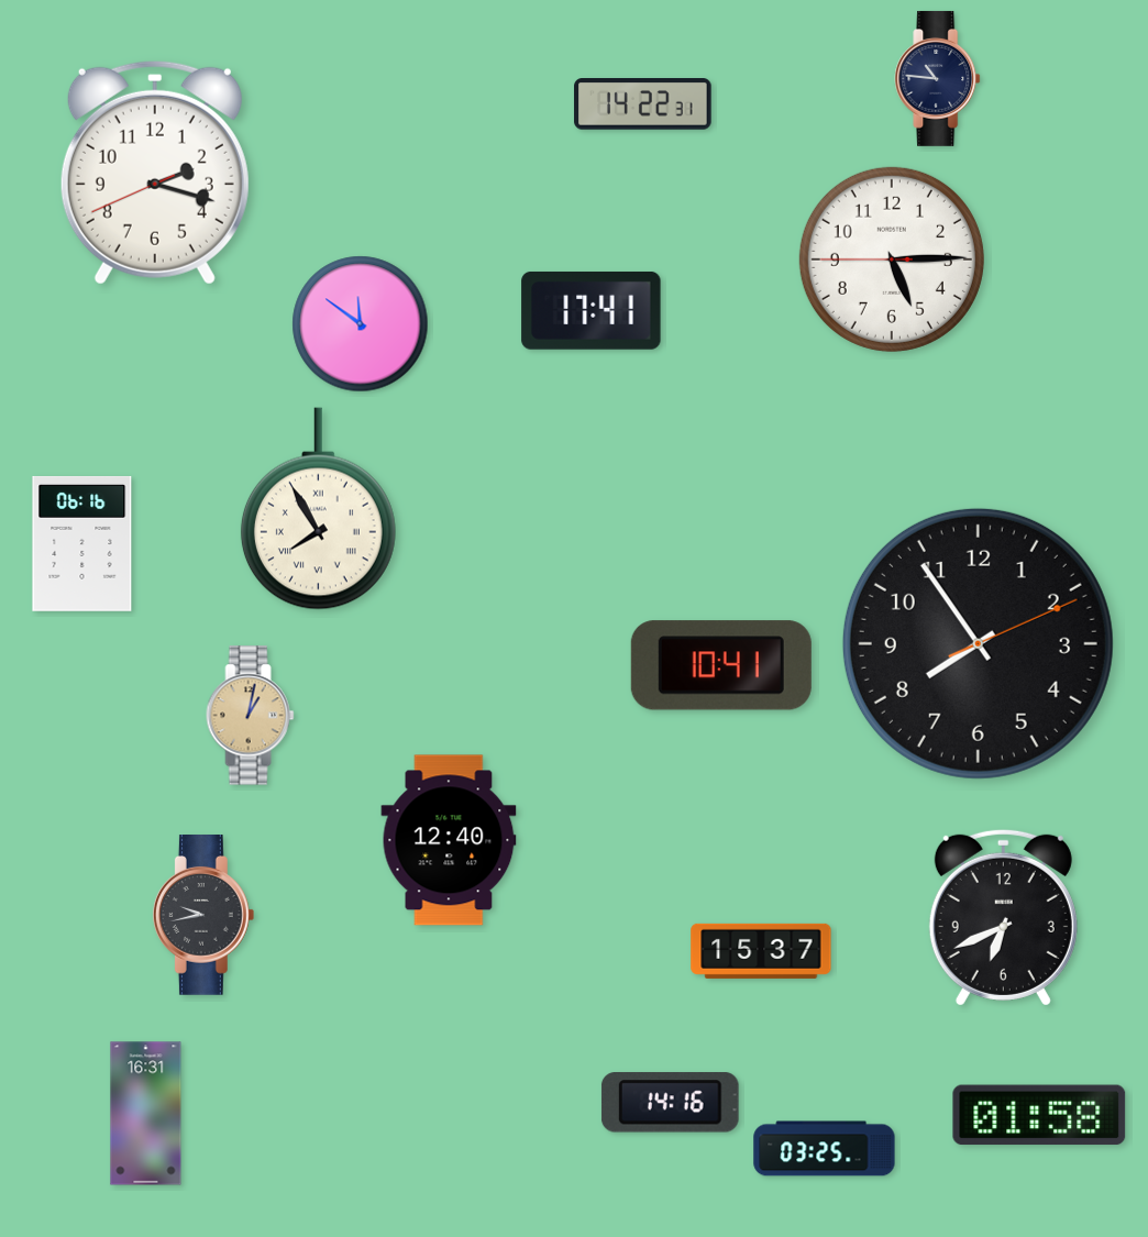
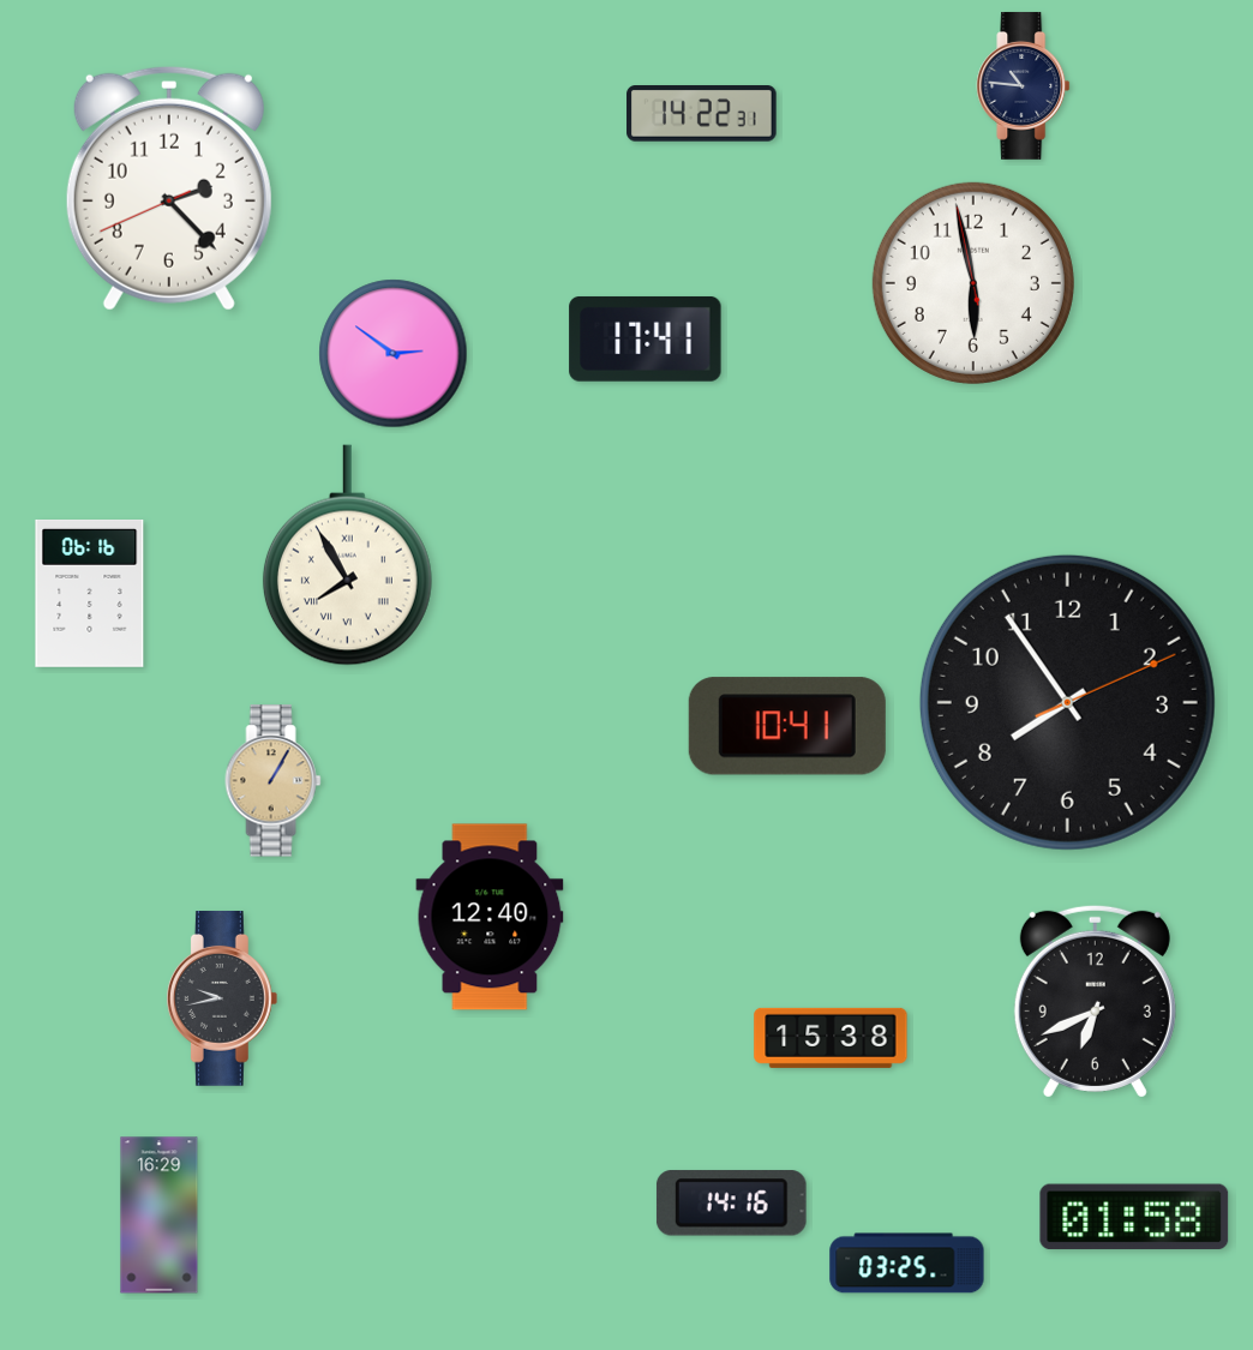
clock at (155, 173): 2:17 -> 2:22
clock at (892, 259): 5:14 -> 5:57
clock at (361, 324): 11:51 -> 2:51
clock at (251, 716): 1:02 -> 1:05
clock at (761, 951): 15:37 -> 15:38
clock at (146, 1114): 16:31 -> 16:29
clock at (825, 1149) position: (825, 1149) -> (907, 1264)
